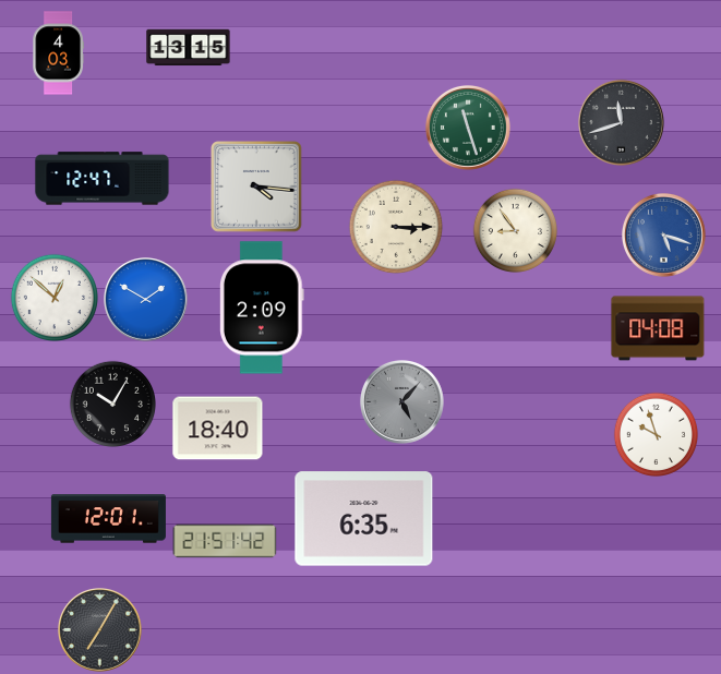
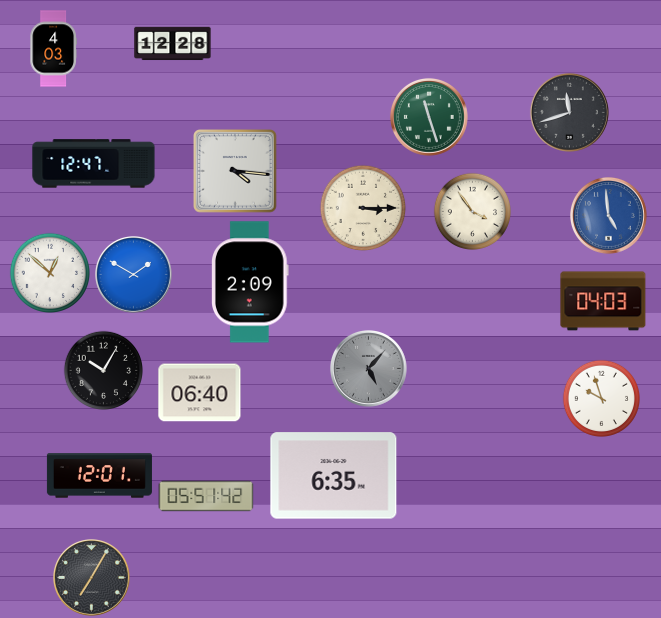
clock at (189, 48): 13:15 -> 12:28
clock at (515, 230): 8:54 -> 3:54
clock at (664, 236): 5:18 -> 4:59
clock at (263, 308) position: (263, 308) -> (251, 282)
clock at (658, 328): 04:08 -> 04:03
clock at (218, 429): 18:40 -> 06:40
clock at (225, 541): 21:51 -> 05:51
